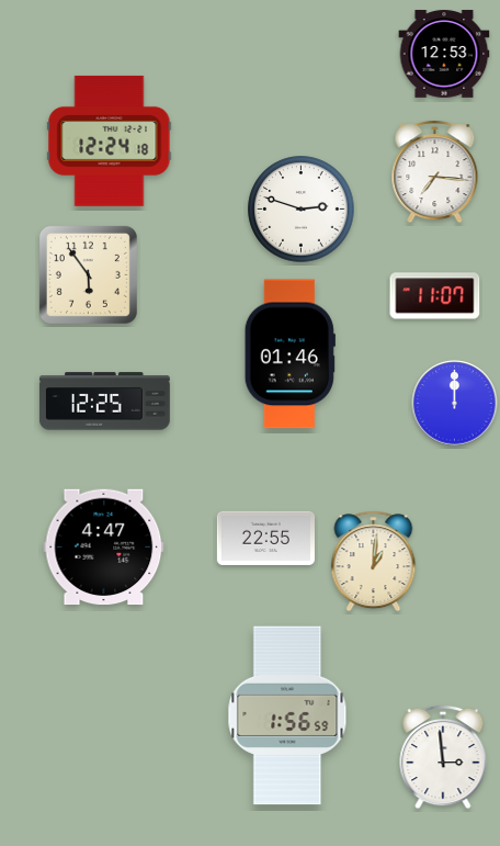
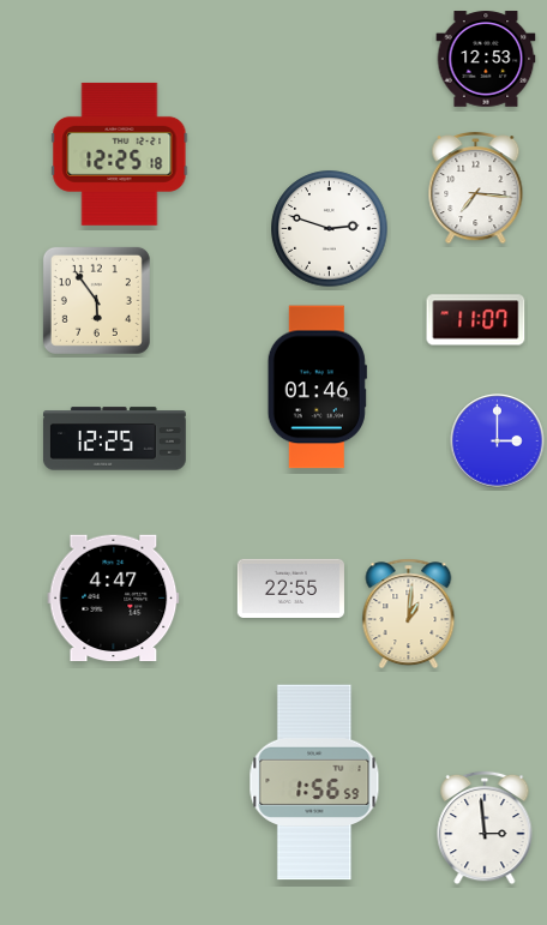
clock at (110, 140): 12:24 -> 12:25
clock at (435, 296) position: (435, 296) -> (476, 320)
clock at (455, 404): 12:00 -> 3:00
